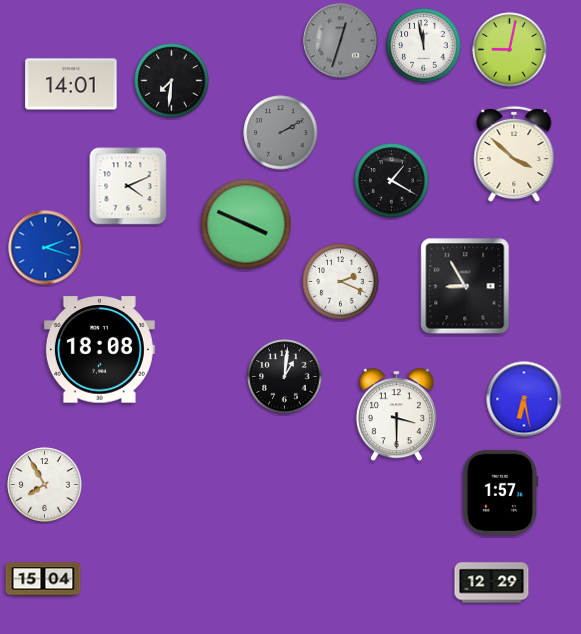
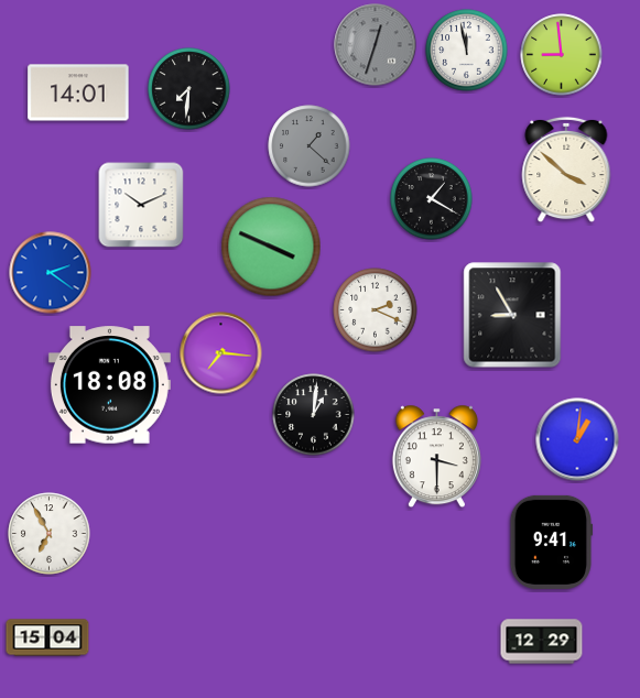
clock at (510, 50): 9:02 -> 8:59
clock at (281, 133): 2:10 -> 1:22
clock at (128, 186): 4:11 -> 10:11
clock at (46, 248): 2:18 -> 2:21
clock at (221, 353): none -> 7:16
clock at (524, 399): 6:28 -> 1:01
clock at (45, 485): 7:55 -> 6:55
clock at (501, 492): 1:57 -> 9:41
